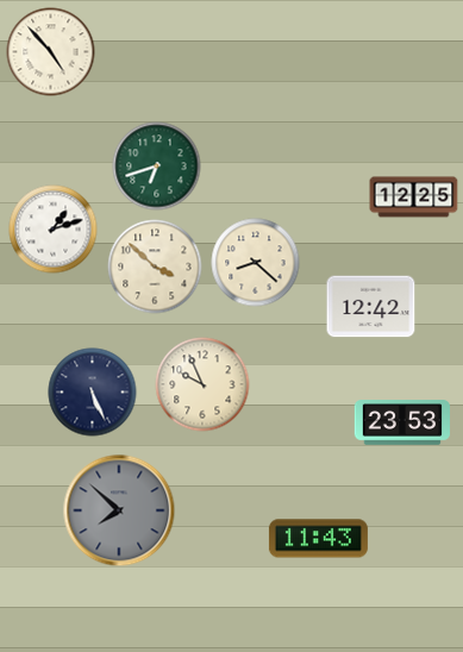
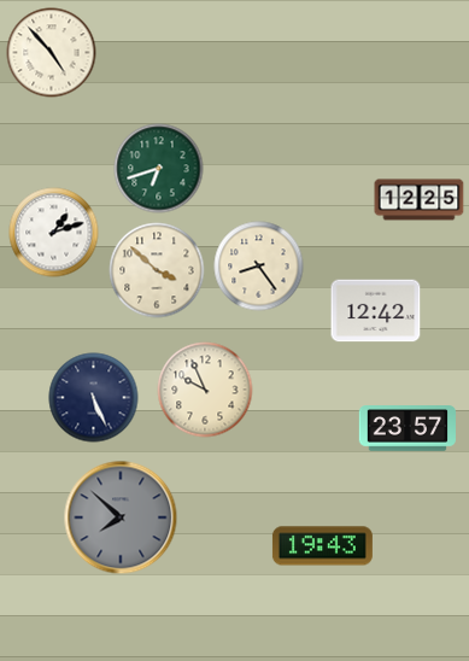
clock at (256, 263): 8:22 -> 8:24
clock at (401, 422): 23:53 -> 23:57
clock at (318, 539): 11:43 -> 19:43
